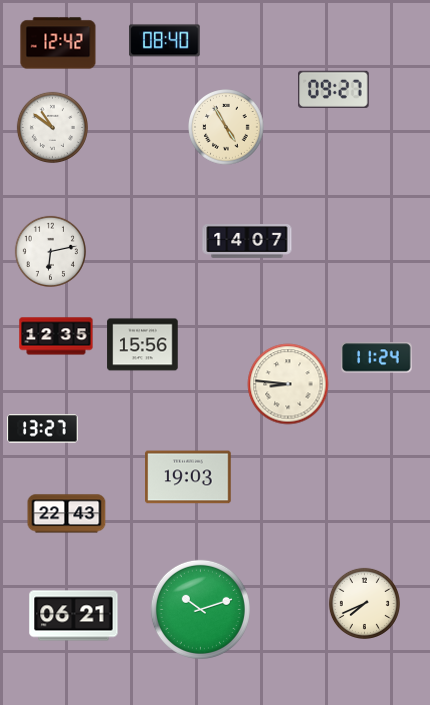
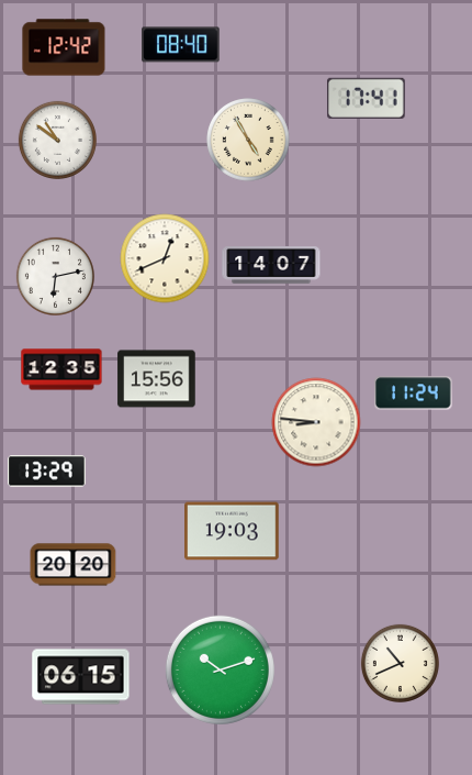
clock at (334, 89): 09:27 -> 17:41
clock at (165, 258): none -> 12:41
clock at (43, 429): 13:27 -> 13:29
clock at (188, 477) position: (188, 477) -> (232, 531)
clock at (67, 514): 22:43 -> 20:20
clock at (364, 603): 7:41 -> 10:41
clock at (74, 616): 06:21 -> 06:15
